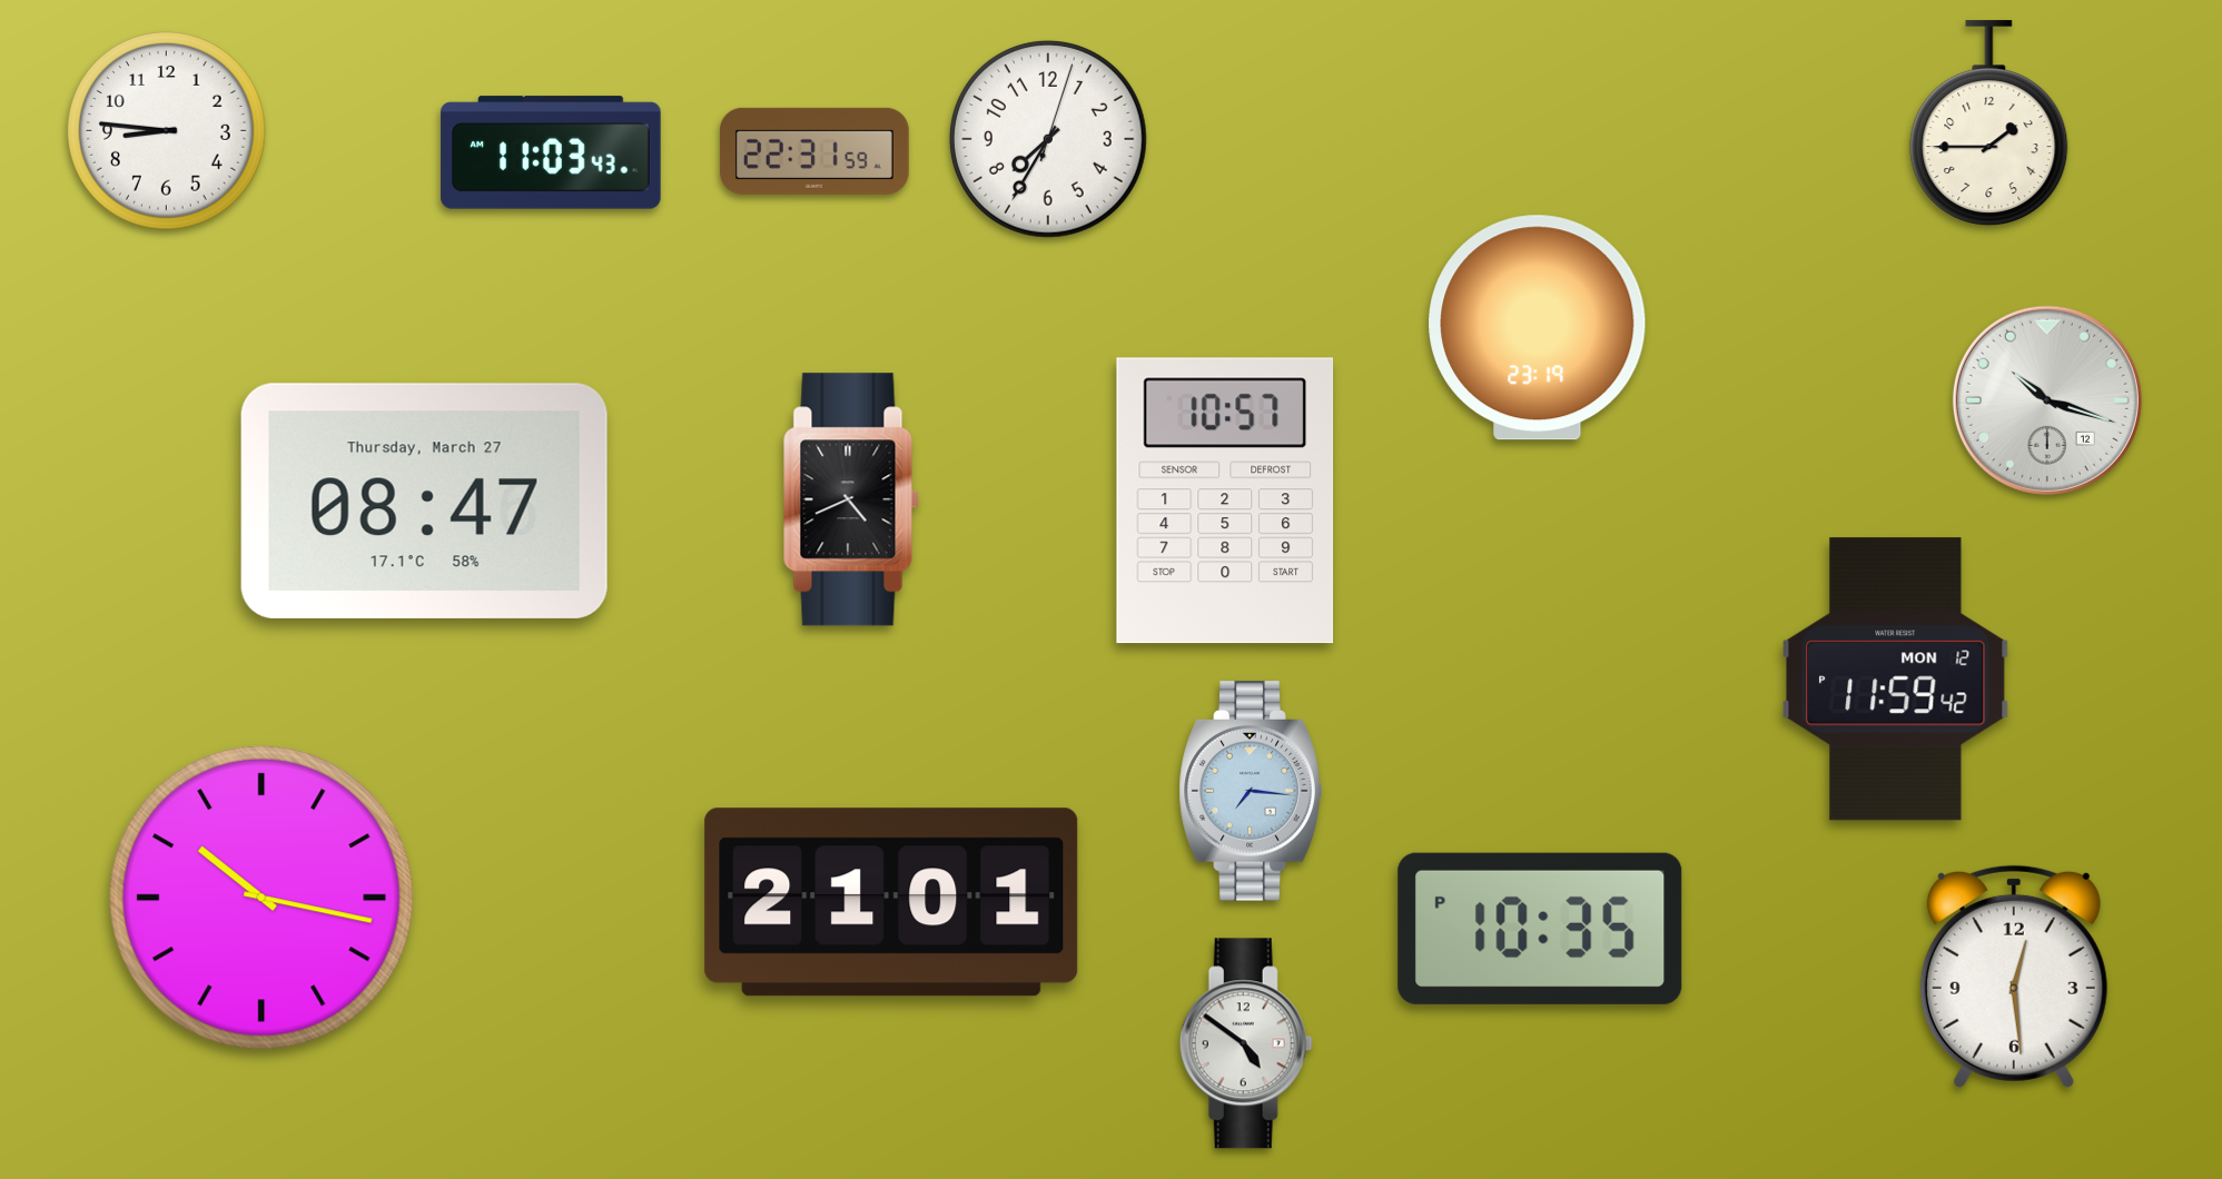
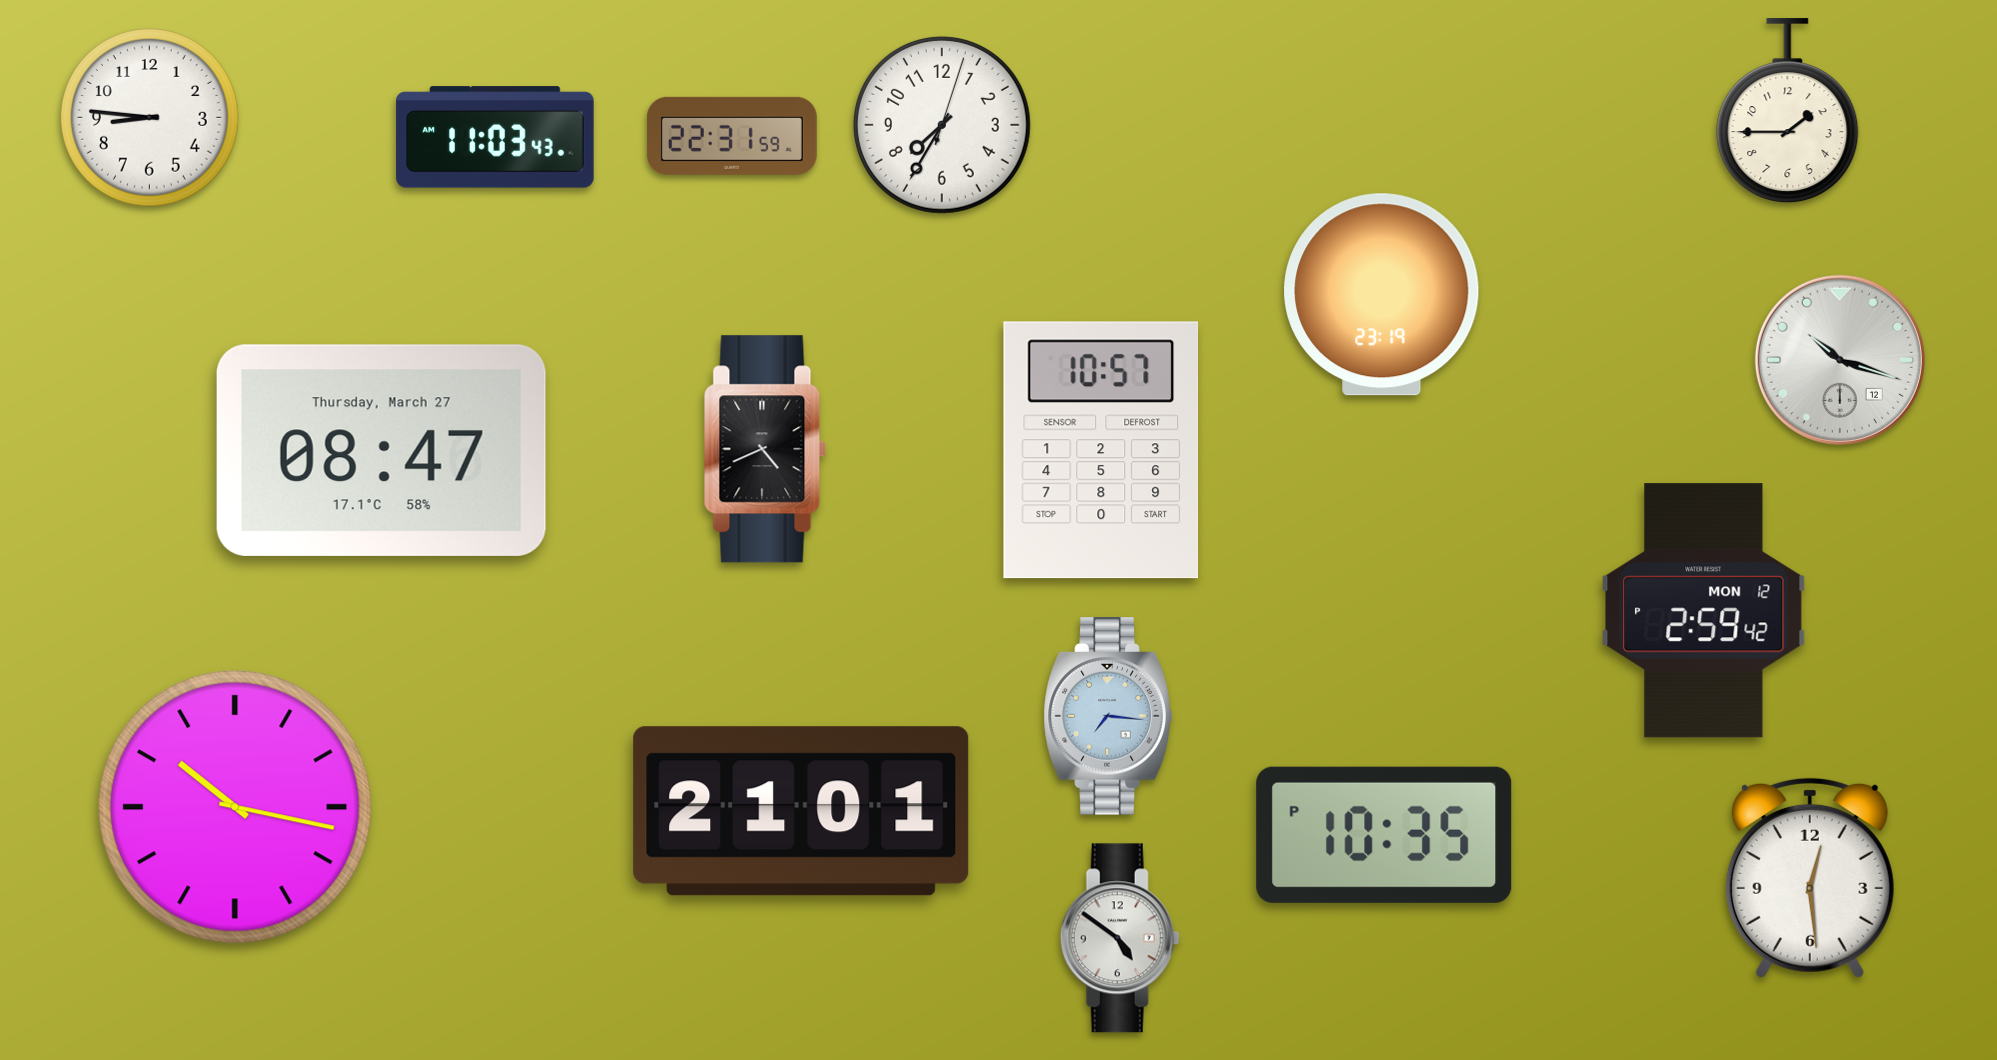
clock at (1896, 680): 11:59 -> 2:59
clock at (1251, 791) position: (1251, 791) -> (1108, 716)
